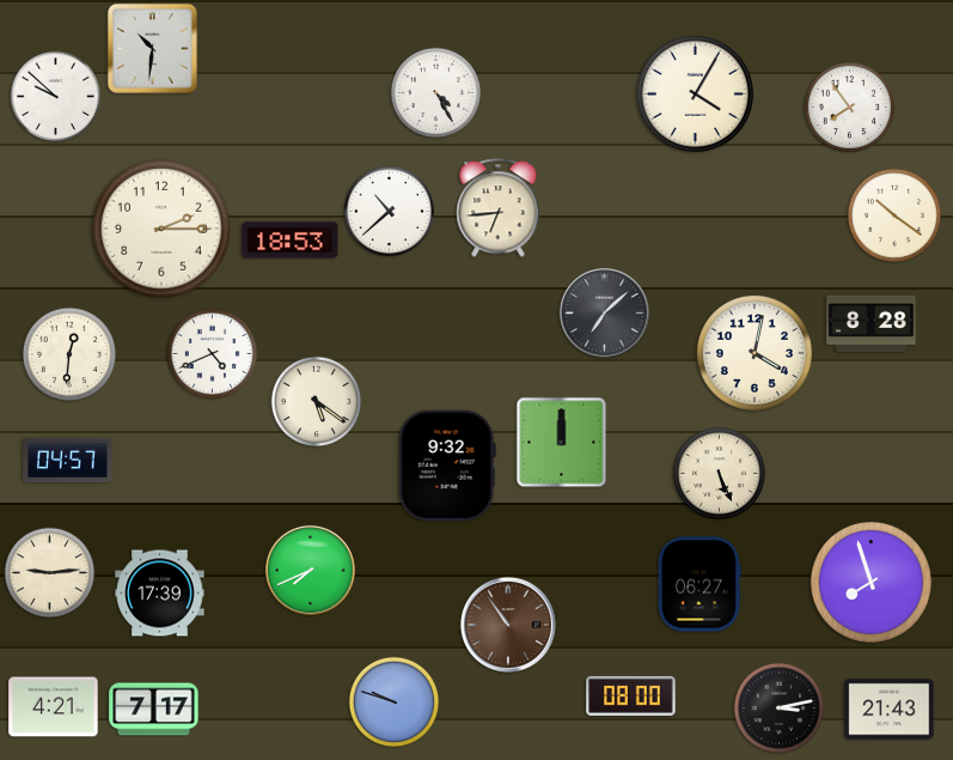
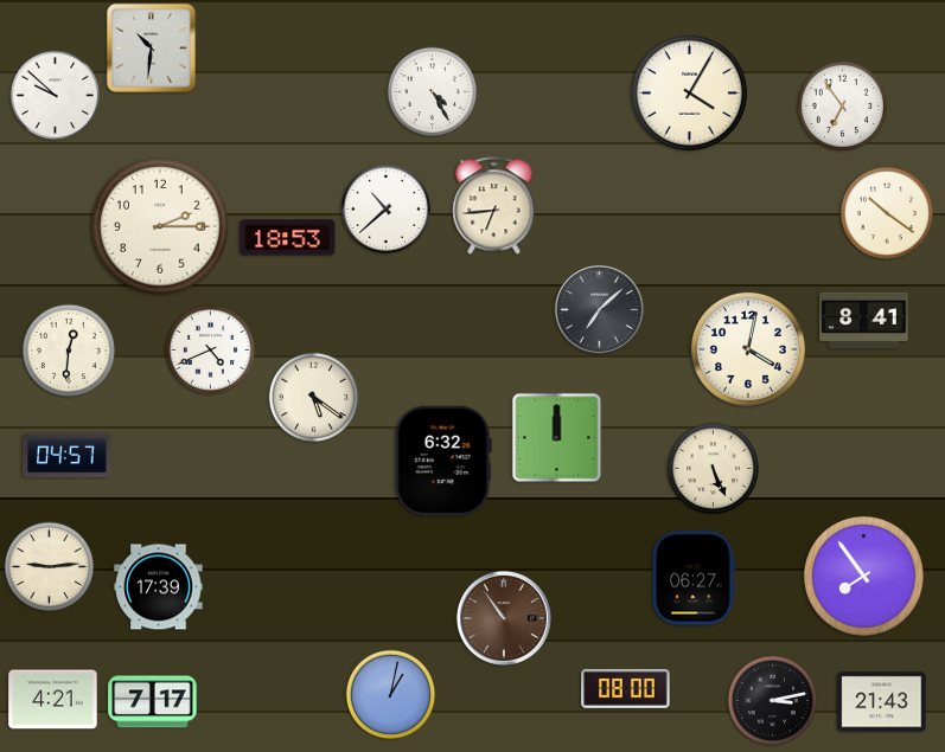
clock at (850, 108): 7:54 -> 6:54
clock at (872, 324): 8:28 -> 8:41
clock at (447, 464): 9:32 -> 6:32
clock at (310, 570): 7:41 -> none
clock at (870, 582): 7:57 -> 7:54
clock at (395, 703): 9:48 -> 1:02
